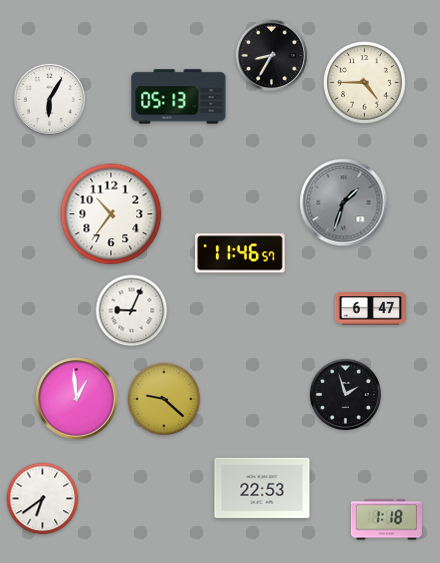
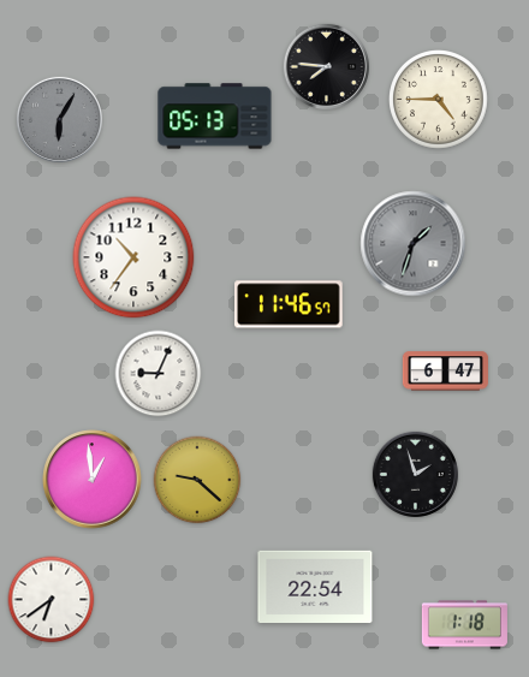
clock at (271, 55): 8:35 -> 7:46
clock at (49, 99) dial: white -> grey
clock at (262, 487): 22:53 -> 22:54
